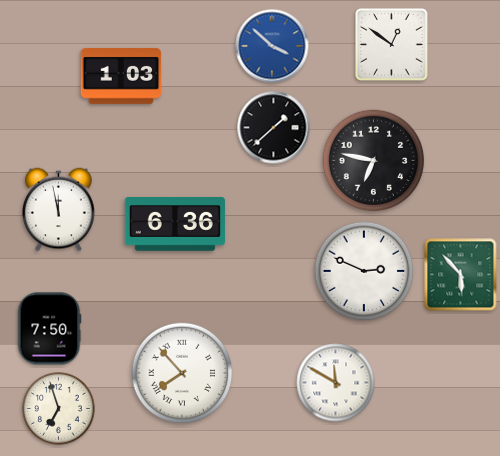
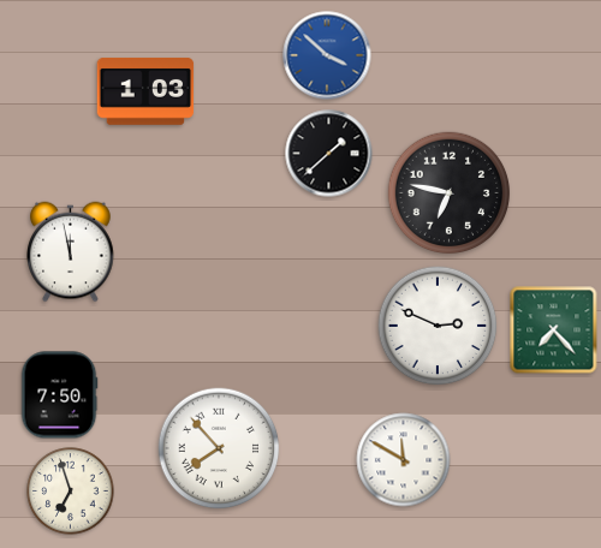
clock at (392, 45): 12:51 -> none
clock at (175, 225): 6:36 -> none
clock at (461, 275): 5:53 -> 7:23
